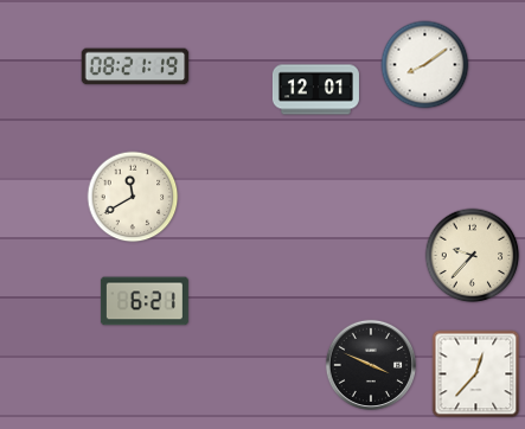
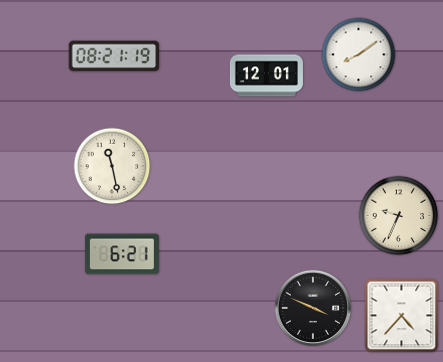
clock at (133, 197): 11:40 -> 11:28
clock at (473, 256): 9:37 -> 9:34
clock at (476, 374): 12:37 -> 4:37
